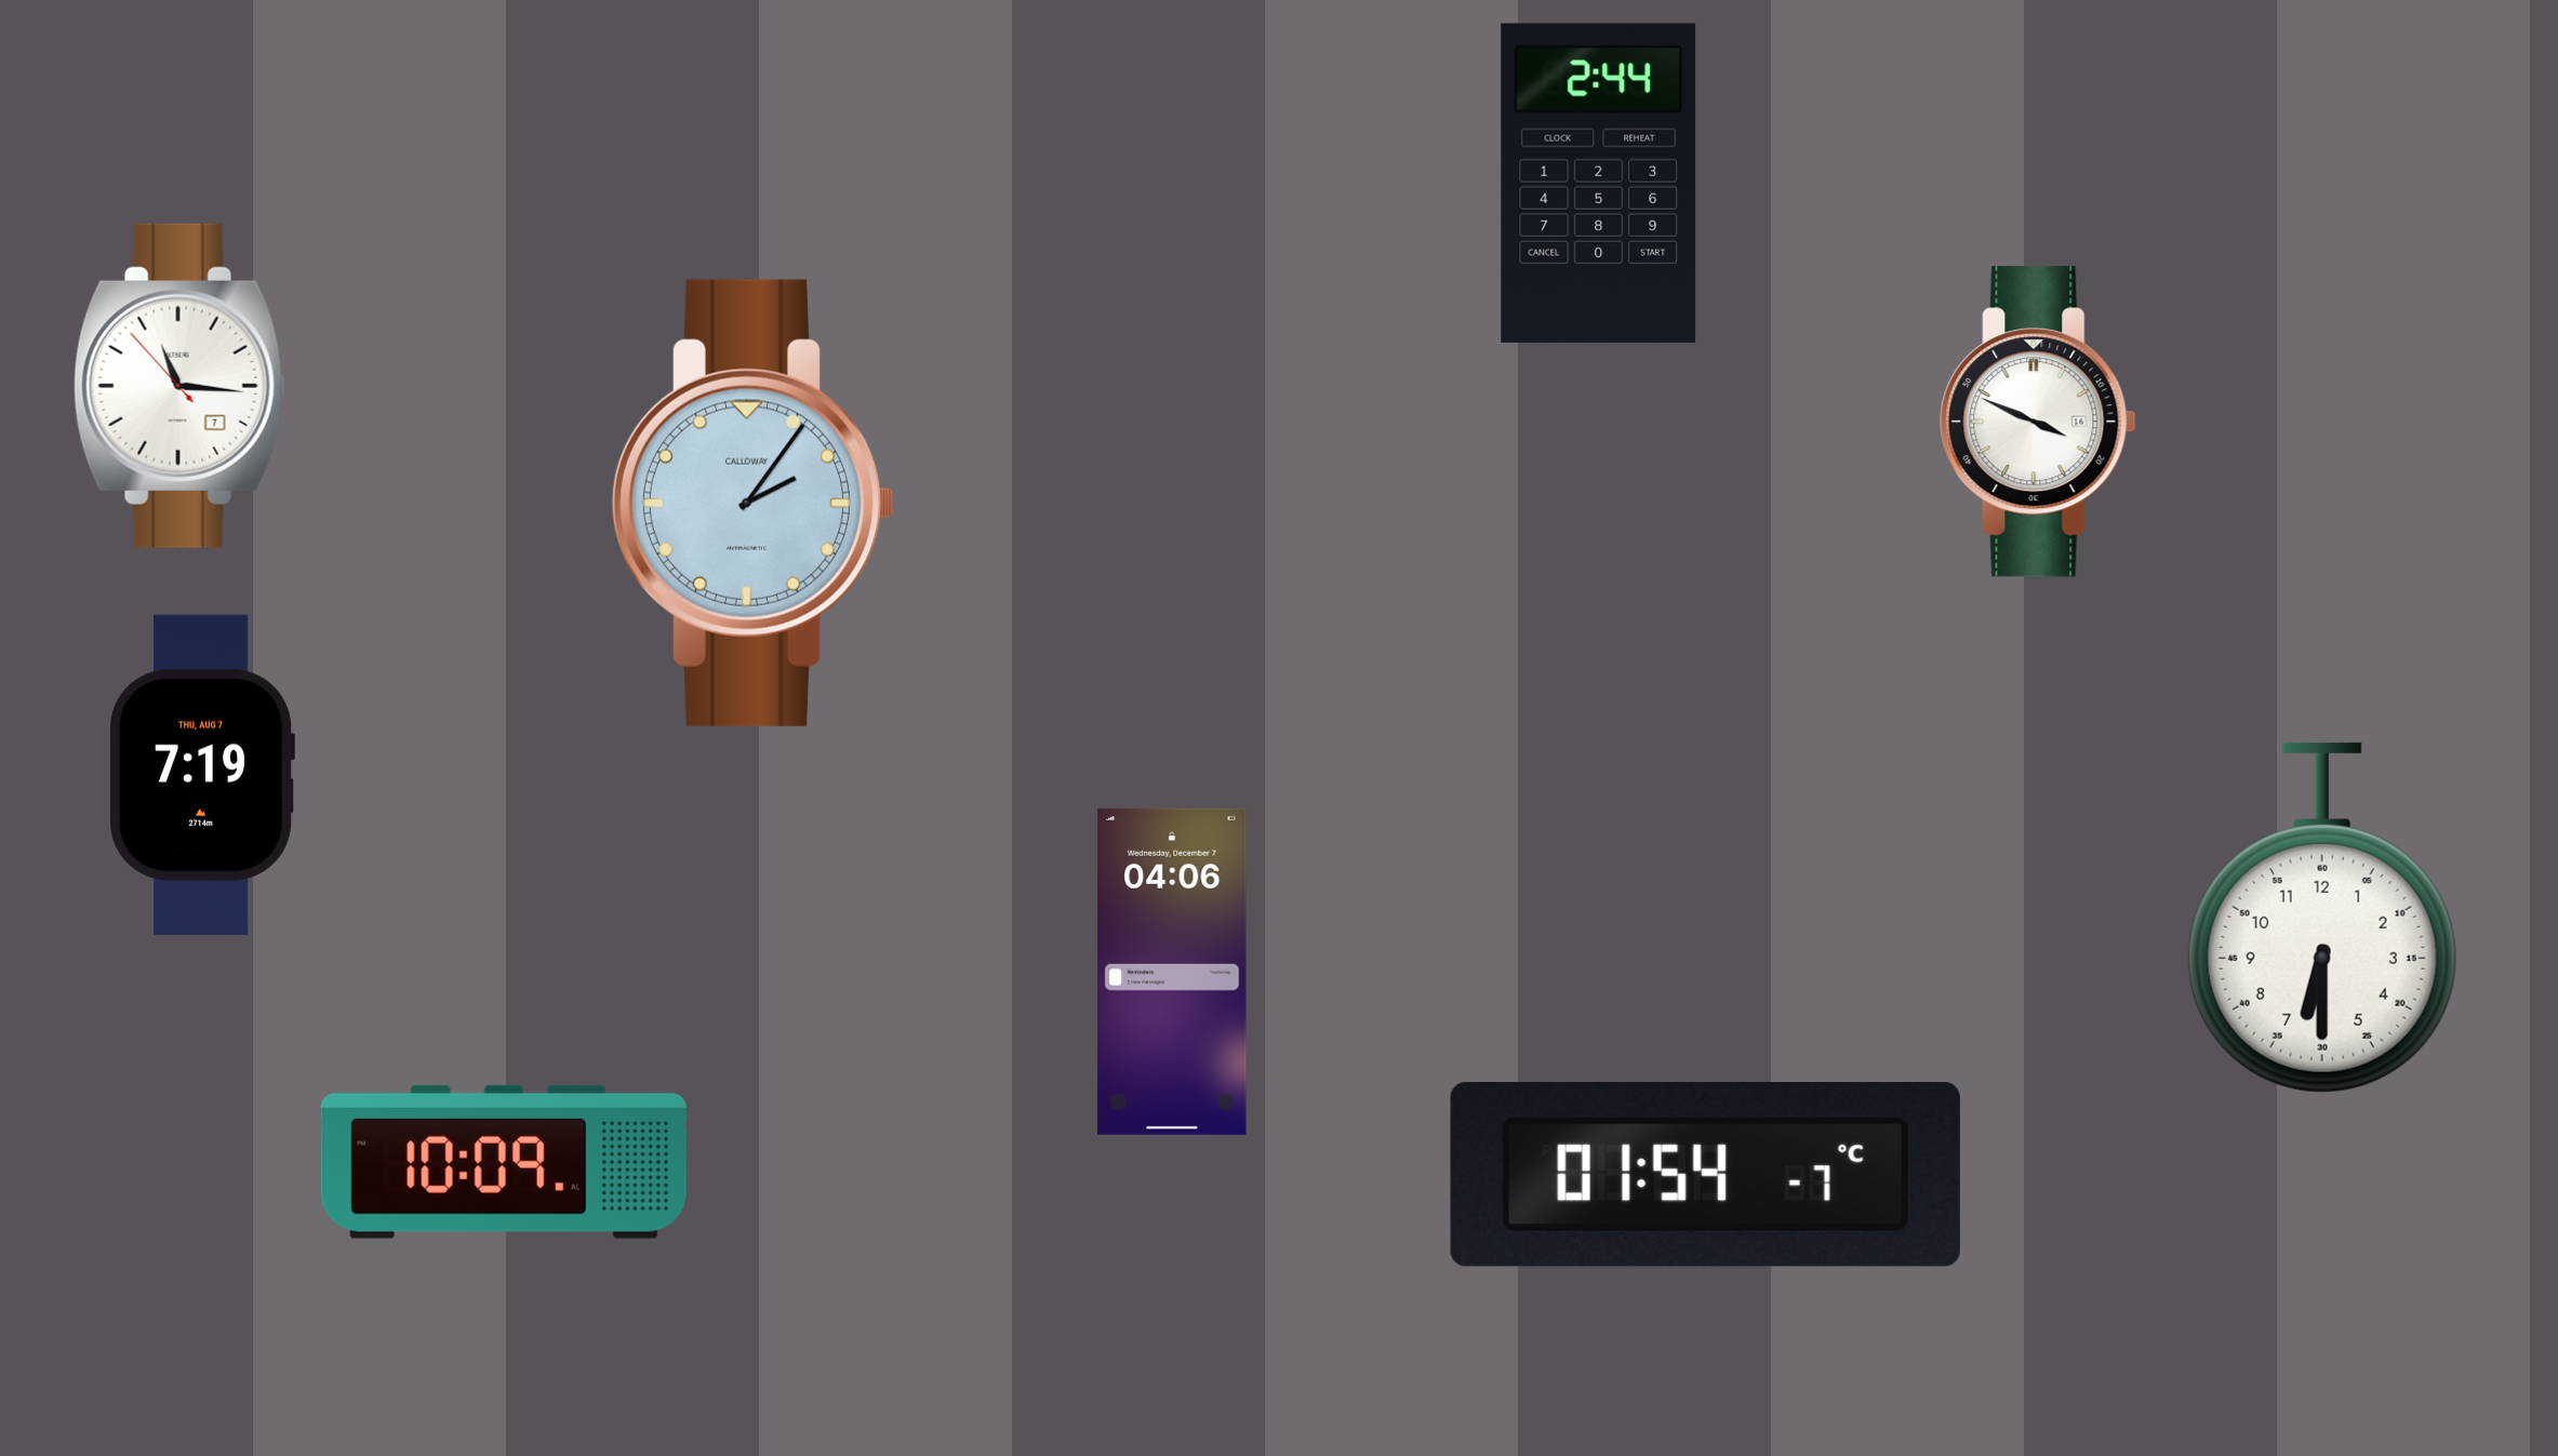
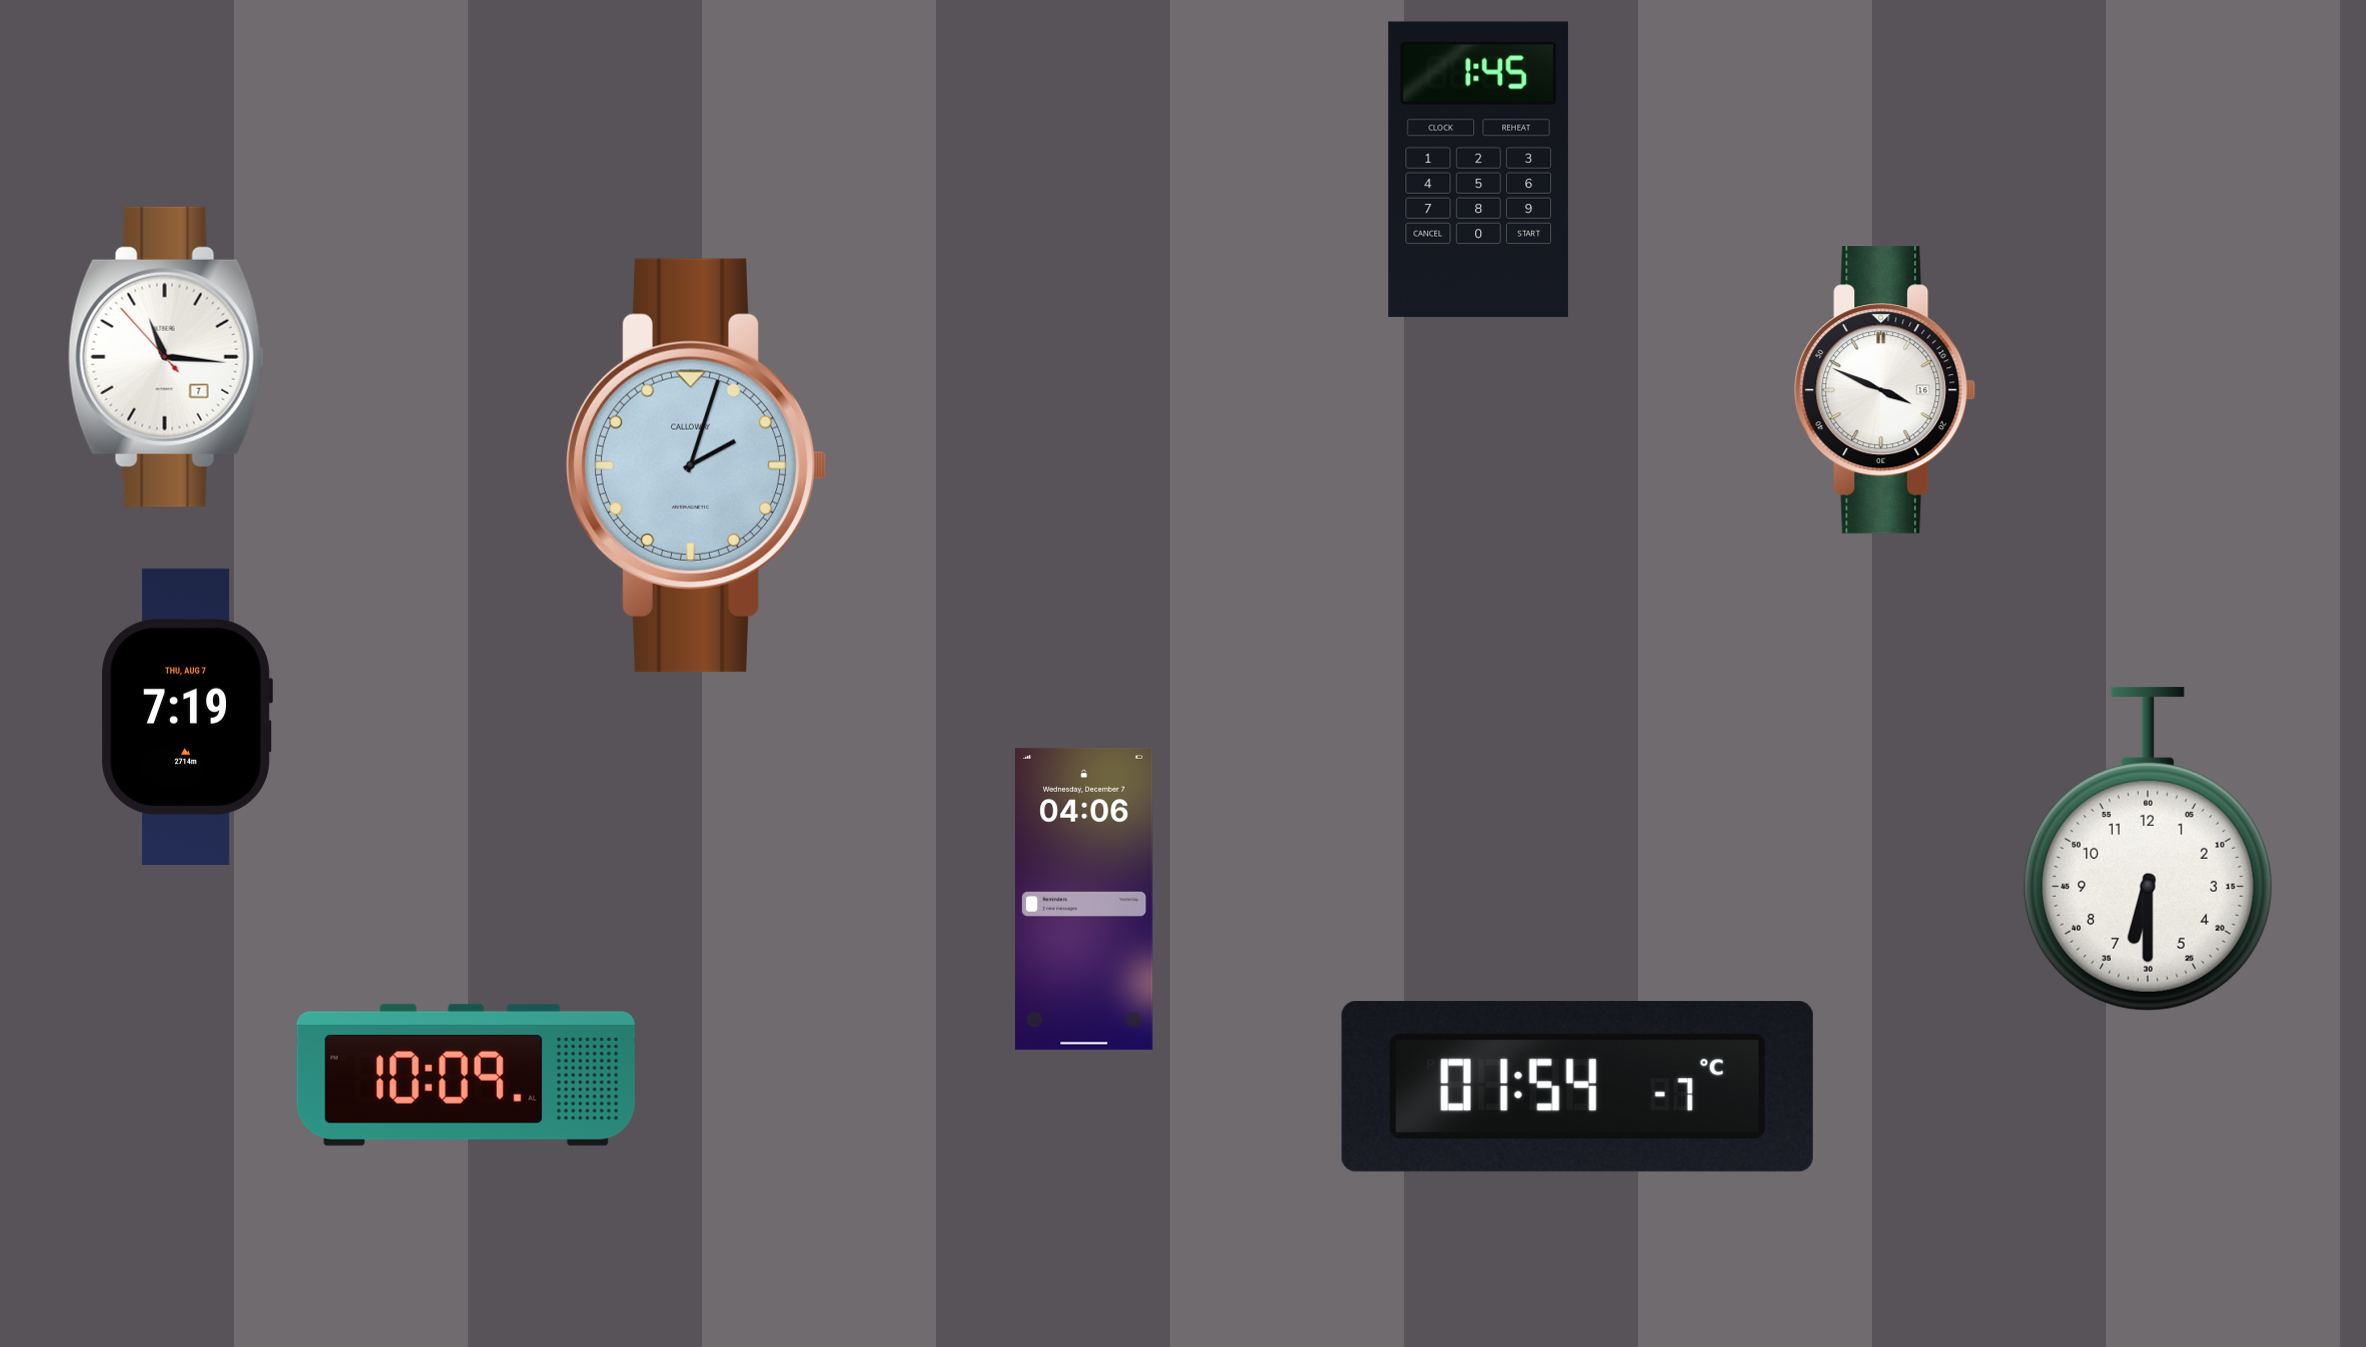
clock at (1599, 183): 2:44 -> 1:45
clock at (754, 503): 2:06 -> 2:03
